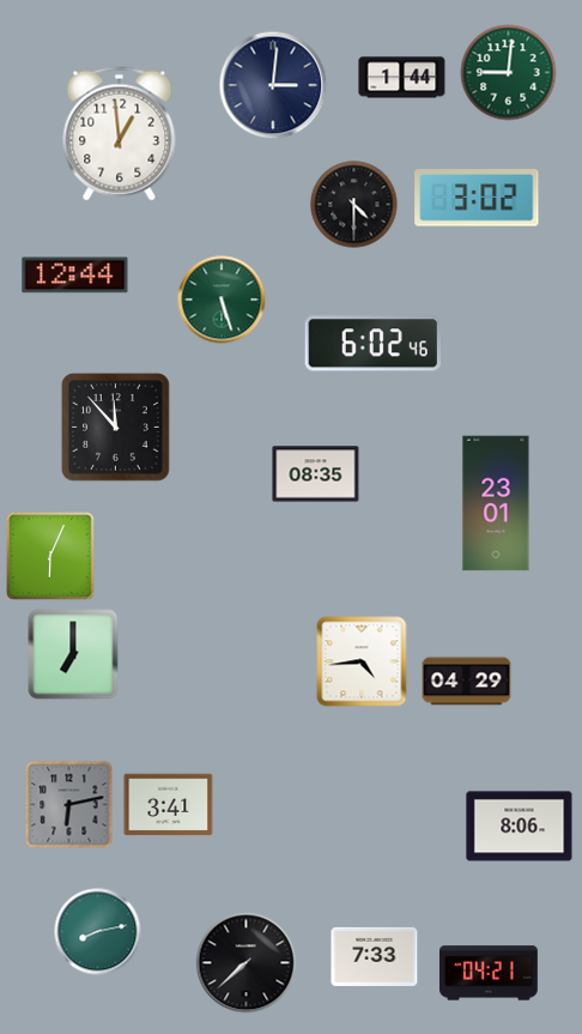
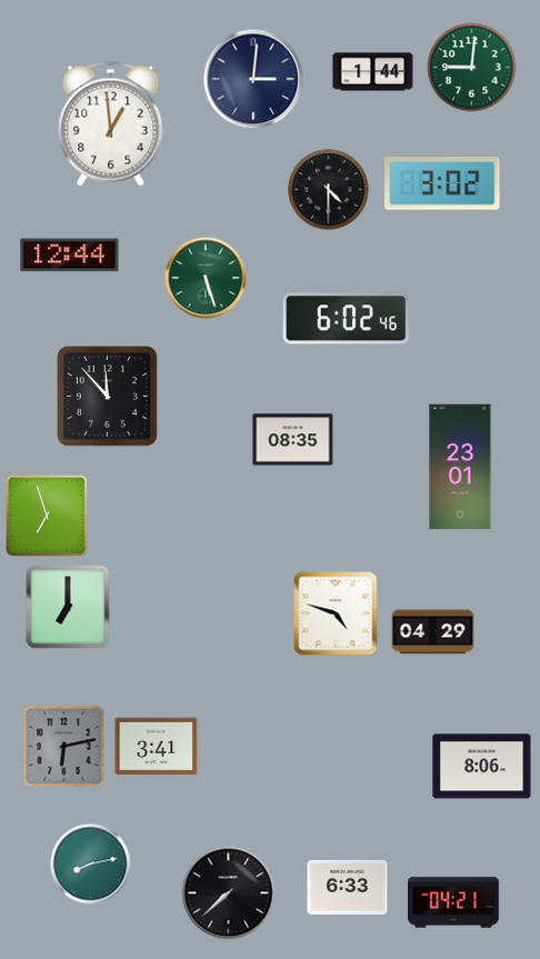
clock at (51, 557): 6:04 -> 6:57
clock at (362, 661): 4:44 -> 4:48
clock at (375, 956): 7:33 -> 6:33
